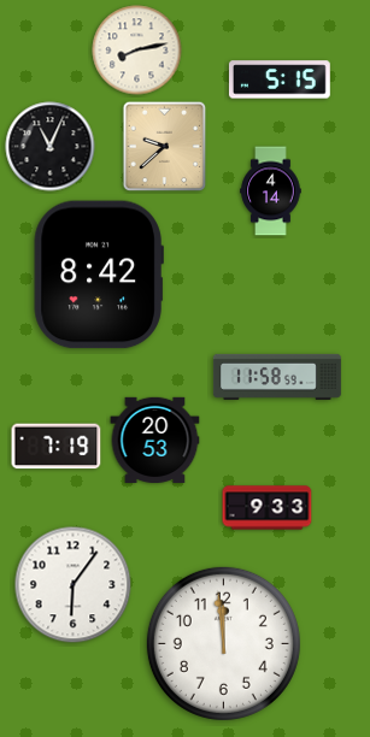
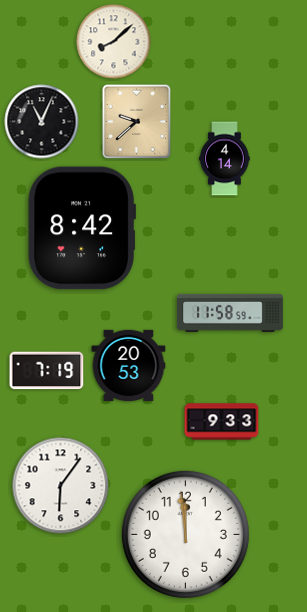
clock at (137, 51): 8:13 -> 8:08
clock at (280, 79): 5:15 -> none
